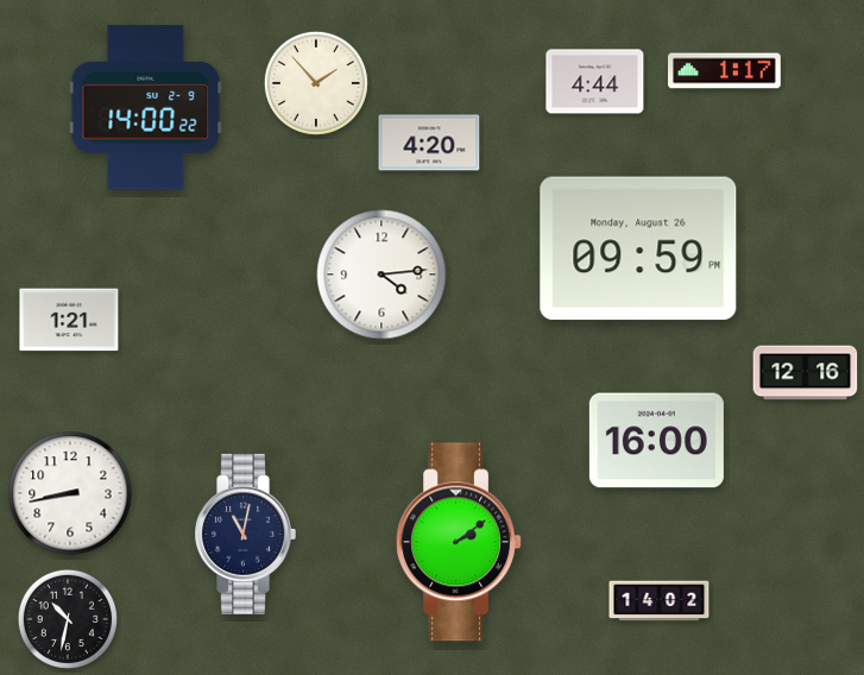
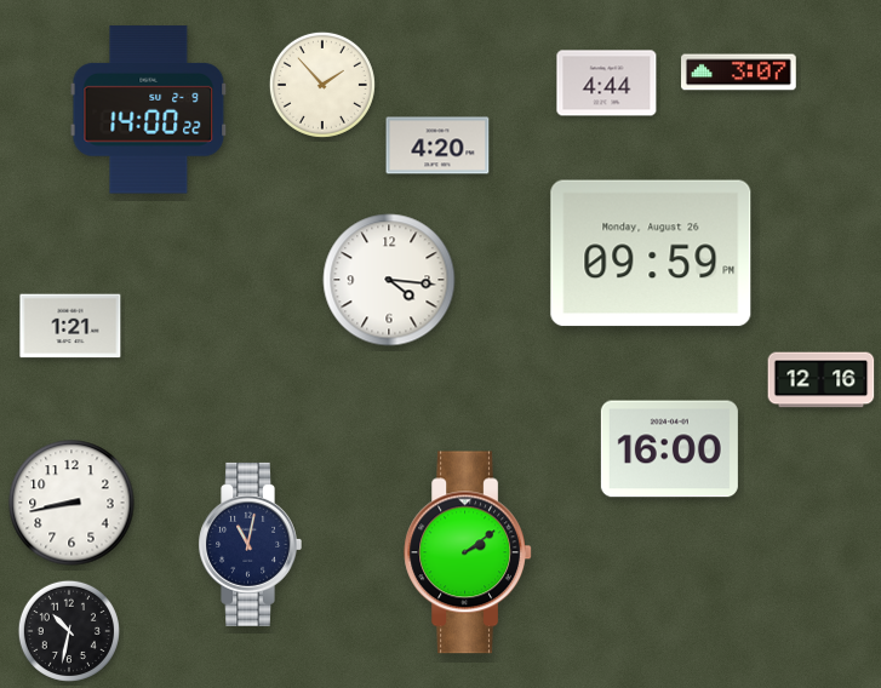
clock at (725, 71): 1:17 -> 3:07
clock at (381, 275): 4:14 -> 4:16
clock at (660, 601): 14:02 -> none
